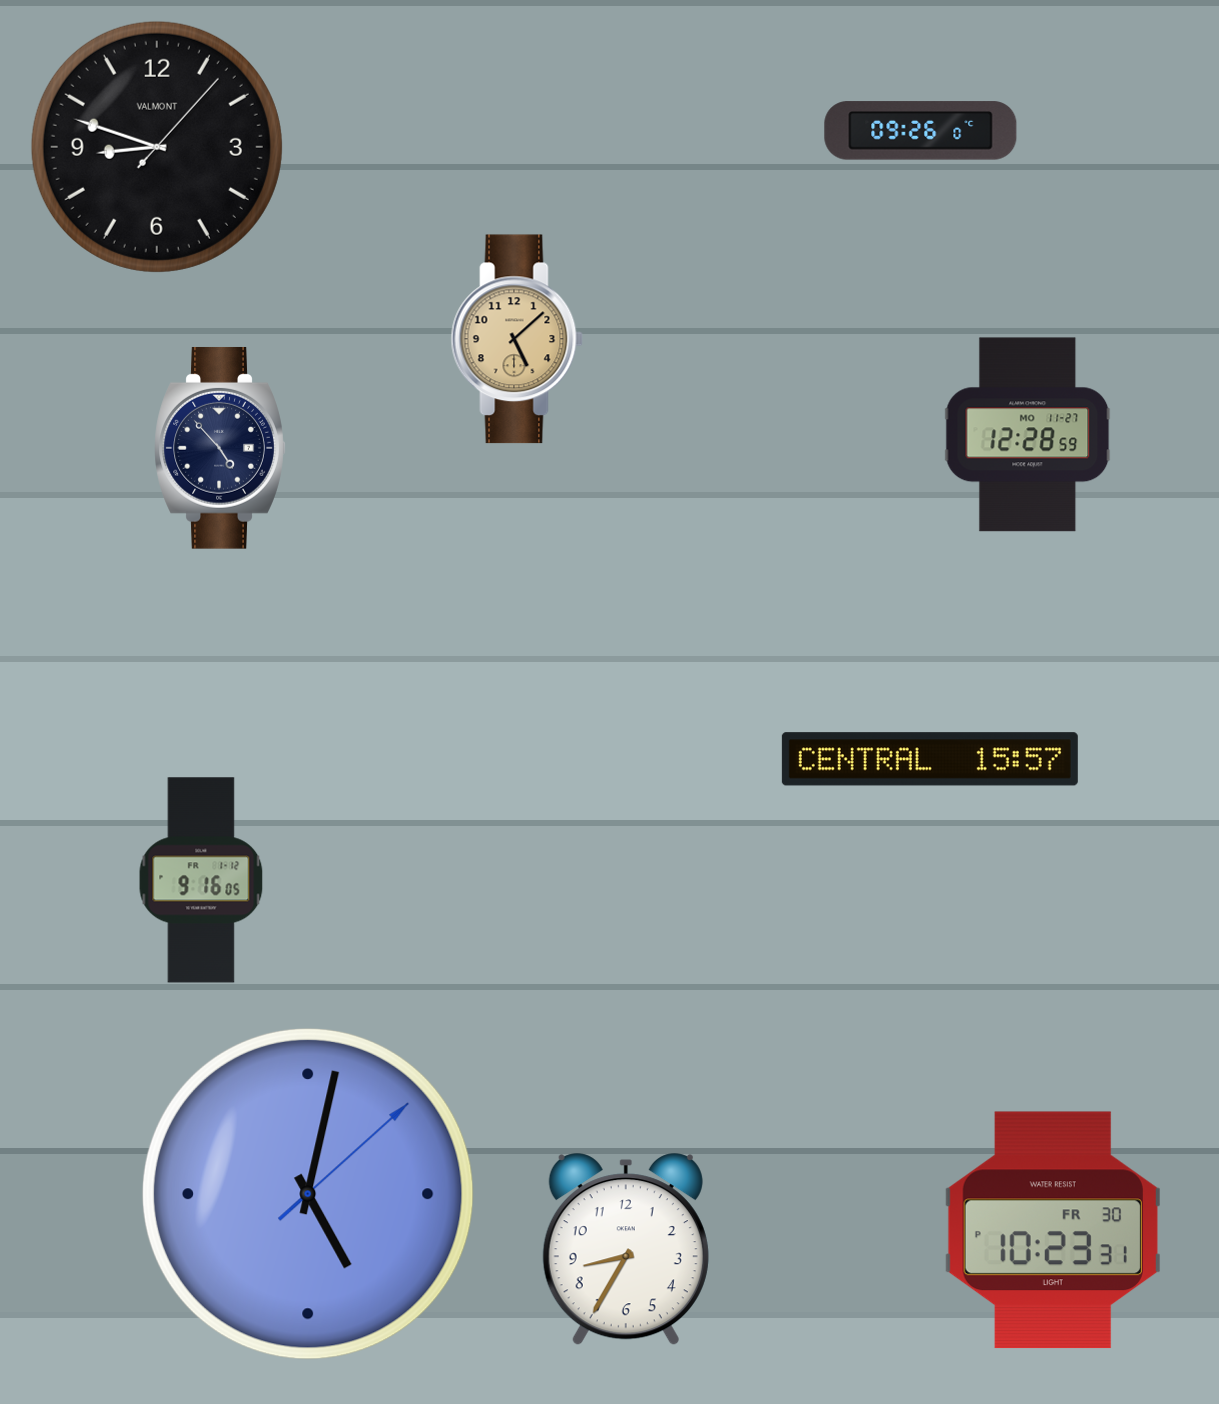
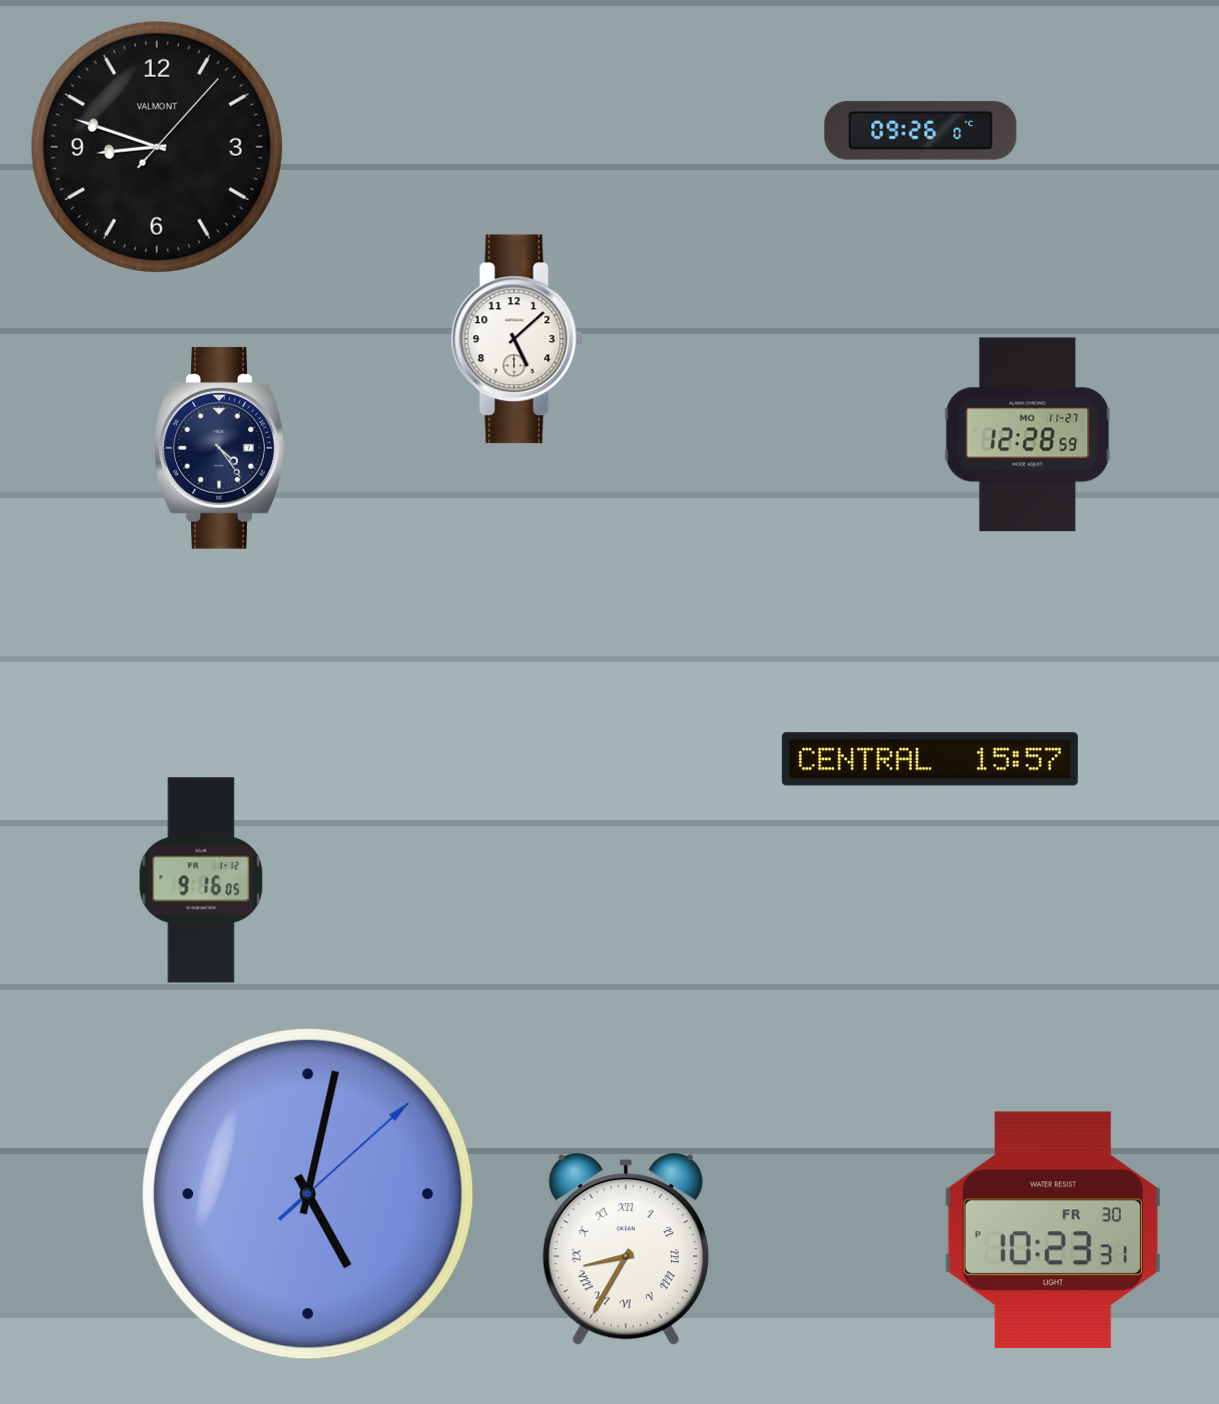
clock at (517, 339) dial: champagne -> white
clock at (220, 448): 4:53 -> 4:24
clock at (626, 1250) numerals: Arabic -> Roman
